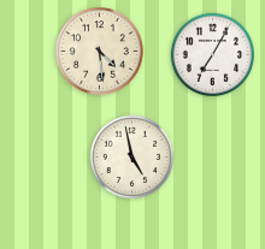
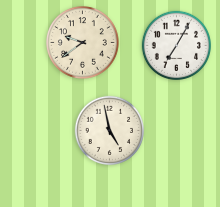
clock at (100, 52): 4:29 -> 9:39
